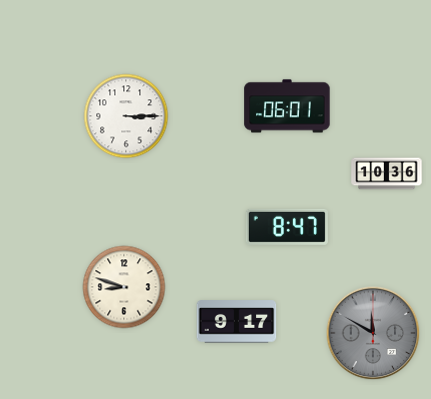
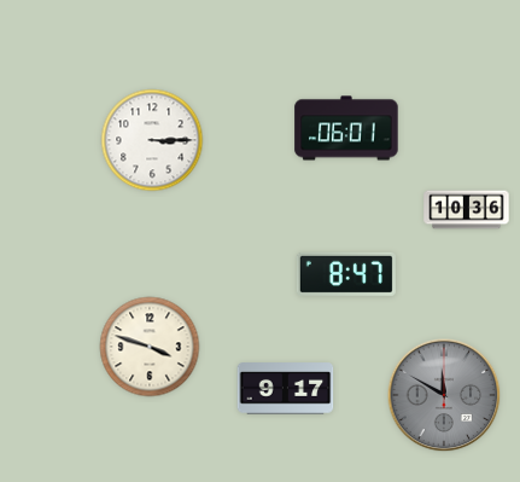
clock at (124, 287): 8:48 -> 3:48
clock at (373, 333) position: (373, 333) -> (444, 395)
